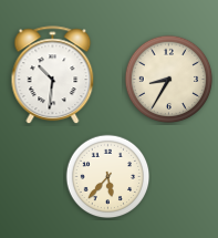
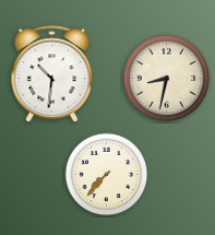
clock at (169, 80): 8:35 -> 8:32
clock at (108, 177): 5:37 -> 7:37
